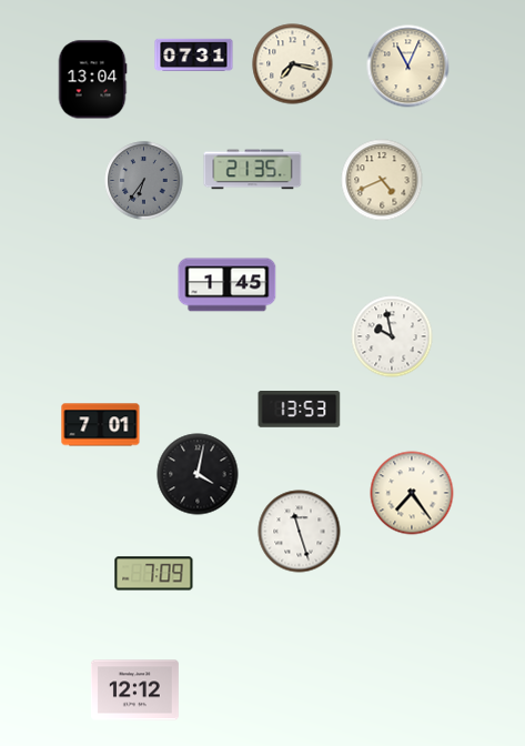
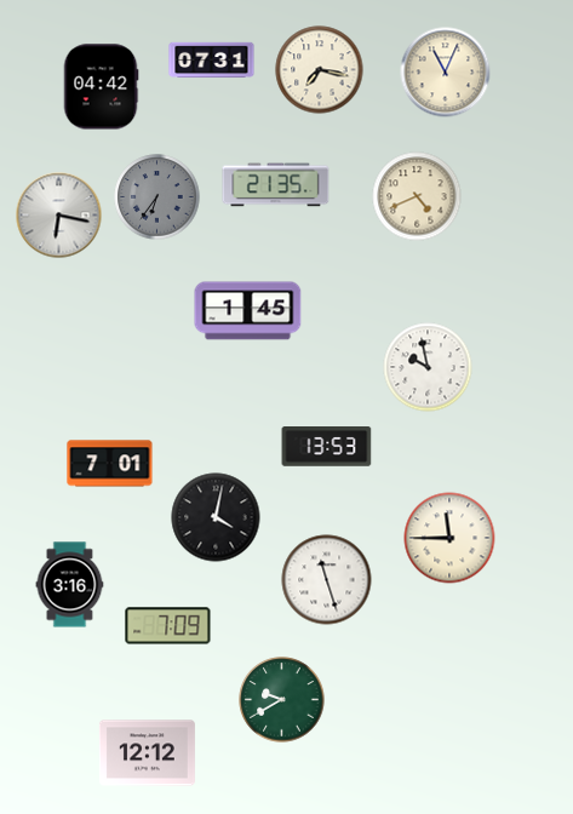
clock at (92, 80): 13:04 -> 04:42
clock at (59, 216): none -> 6:17
clock at (412, 493): 7:24 -> 11:45
clock at (70, 585): none -> 3:16
clock at (282, 700): none -> 9:40
